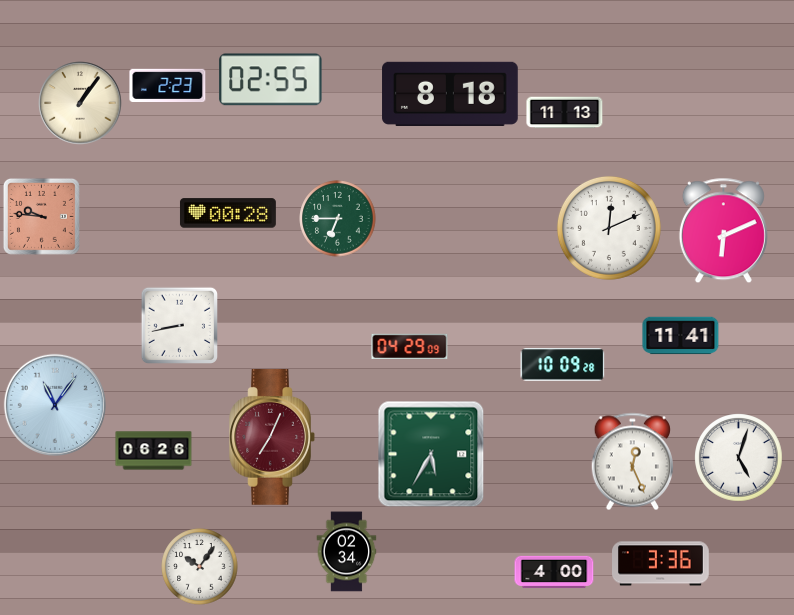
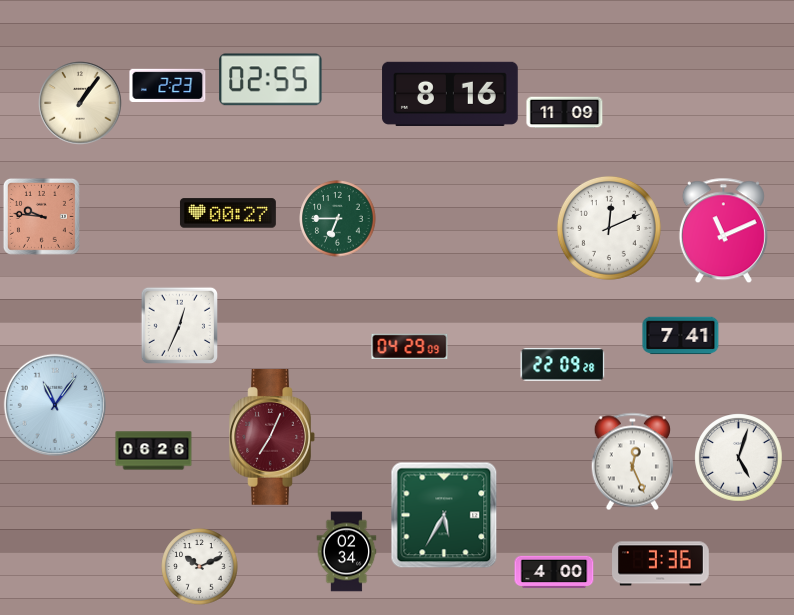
clock at (450, 94): 8:18 -> 8:16
clock at (565, 113): 11:13 -> 11:09
clock at (228, 213): 00:28 -> 00:27
clock at (723, 231): 6:11 -> 11:11
clock at (179, 325): 8:43 -> 12:34
clock at (681, 336): 11:41 -> 7:41
clock at (563, 365): 10:09 -> 22:09
clock at (431, 454) position: (431, 454) -> (444, 515)
clock at (200, 567): 10:06 -> 10:11
